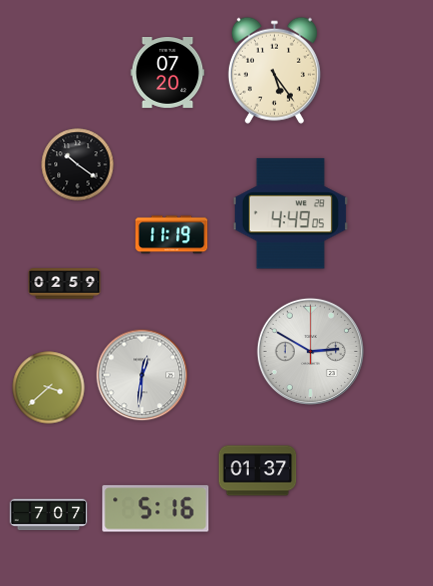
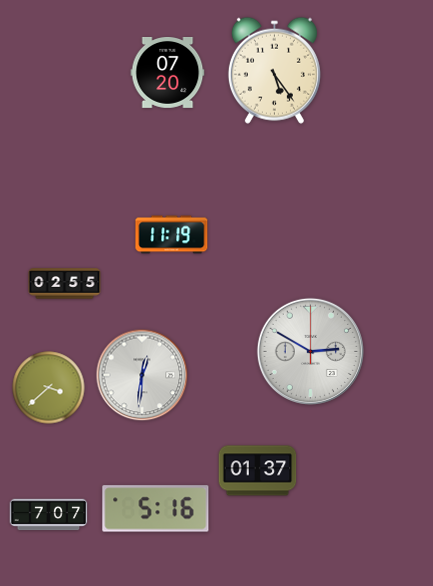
clock at (78, 165): 10:21 -> none
clock at (290, 214): 4:49 -> none
clock at (65, 284): 02:59 -> 02:55
